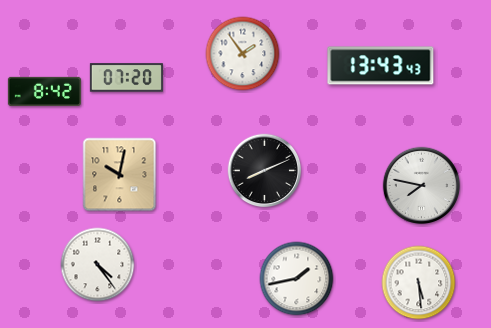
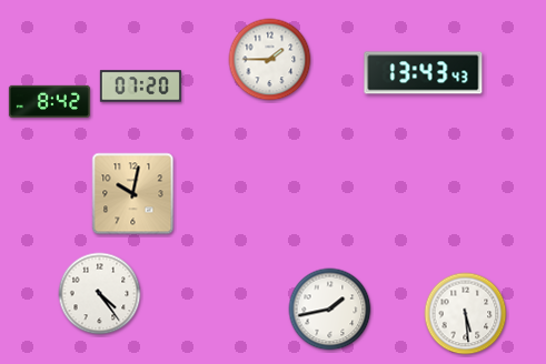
clock at (243, 54): 1:54 -> 1:45
clock at (265, 171): 8:11 -> none
clock at (422, 186): 7:47 -> none
clock at (98, 265) position: (98, 265) -> (100, 294)
